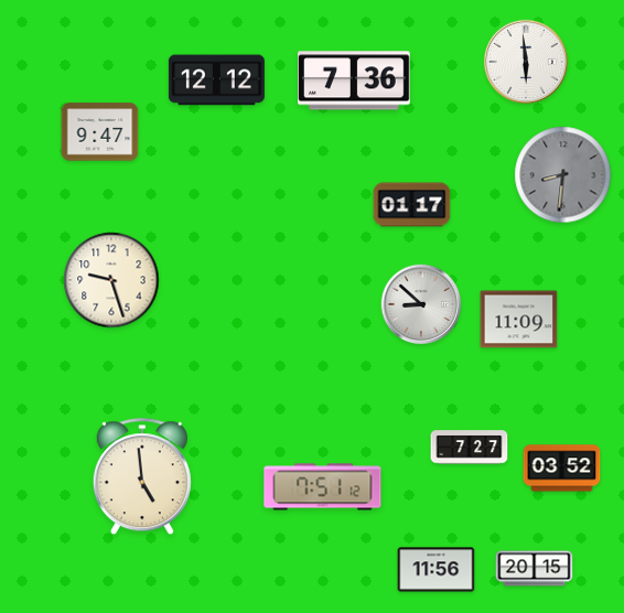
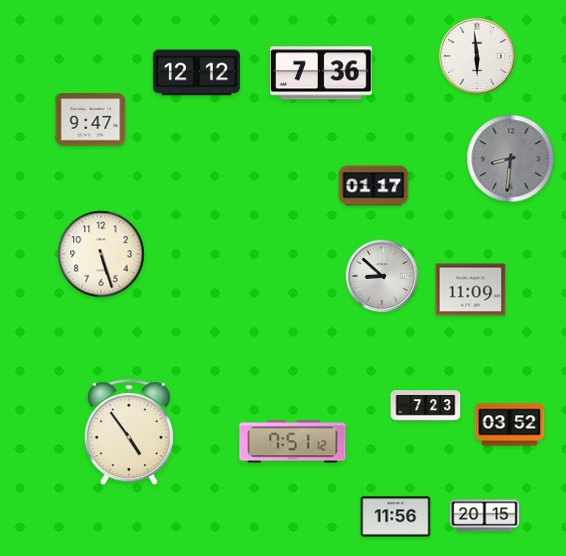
clock at (111, 280): 9:27 -> 5:27
clock at (470, 448): 7:27 -> 7:23
clock at (142, 477): 4:59 -> 4:54
